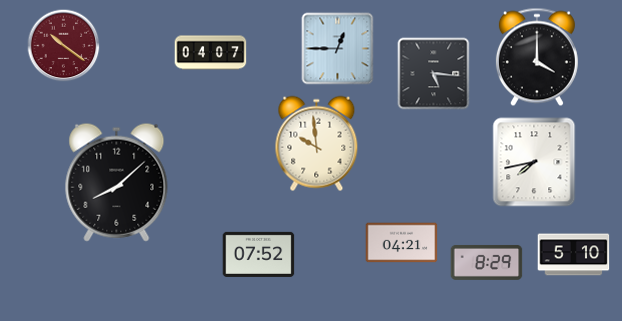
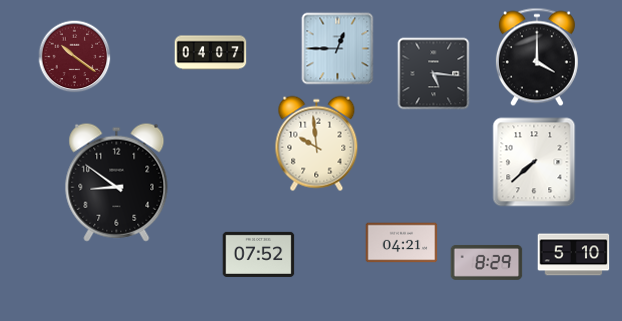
clock at (64, 46) position: (64, 46) -> (75, 57)
clock at (534, 162): 7:43 -> 7:38
clock at (117, 182): 8:08 -> 8:51
